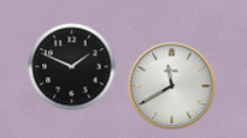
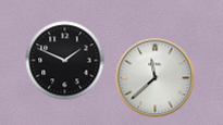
clock at (172, 86): 11:40 -> 11:38
